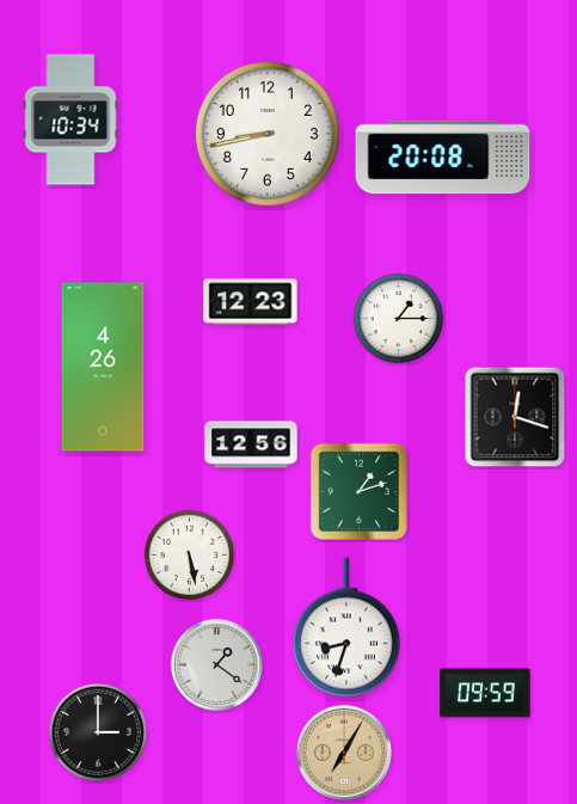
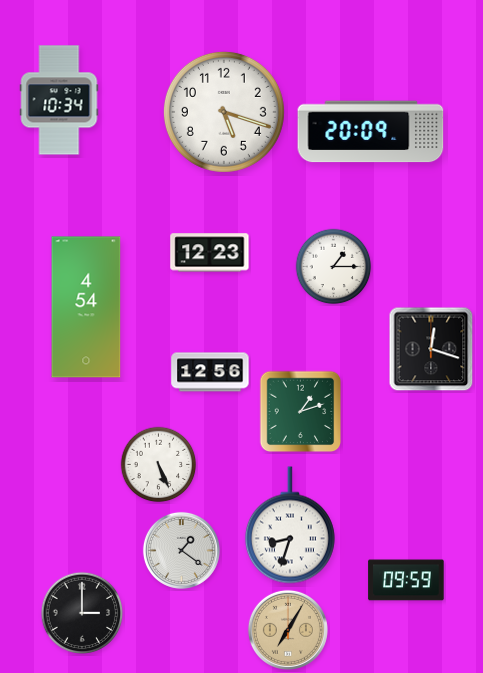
clock at (268, 134): 8:43 -> 5:18
clock at (443, 158): 20:08 -> 20:09
clock at (103, 367): 4:26 -> 4:54
clock at (190, 556): 5:28 -> 5:26
clock at (216, 664) position: (216, 664) -> (181, 550)
